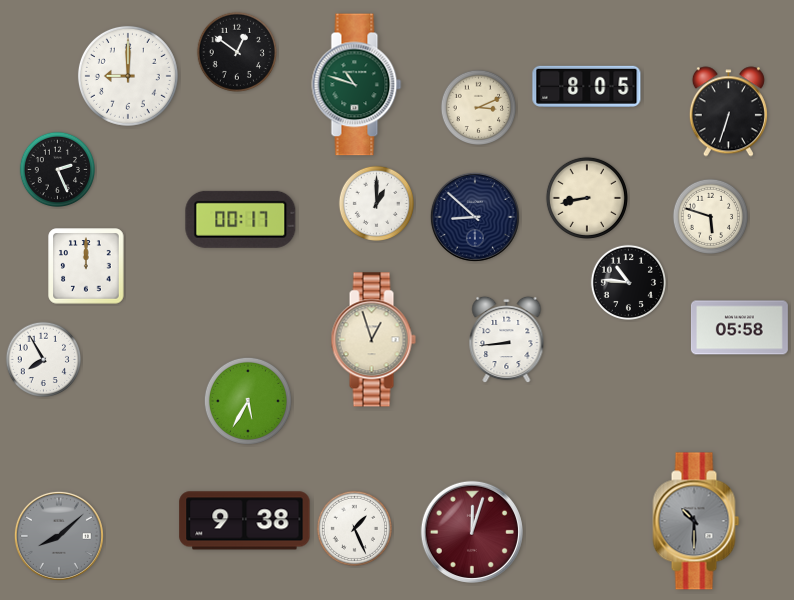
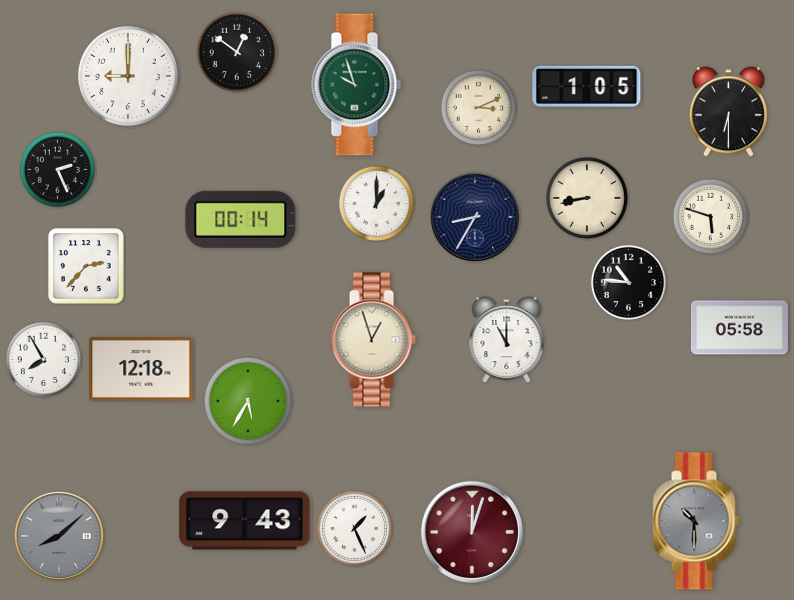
clock at (357, 85): 10:48 -> 9:57
clock at (587, 86): 8:05 -> 1:05
clock at (728, 112): 6:33 -> 6:30
clock at (475, 217): 8:52 -> 8:35
clock at (241, 219): 00:17 -> 00:14
clock at (86, 266): 12:00 -> 2:37
clock at (507, 340): 8:44 -> 11:00
clock at (141, 369): none -> 12:18
clock at (245, 521): 9:38 -> 9:43
